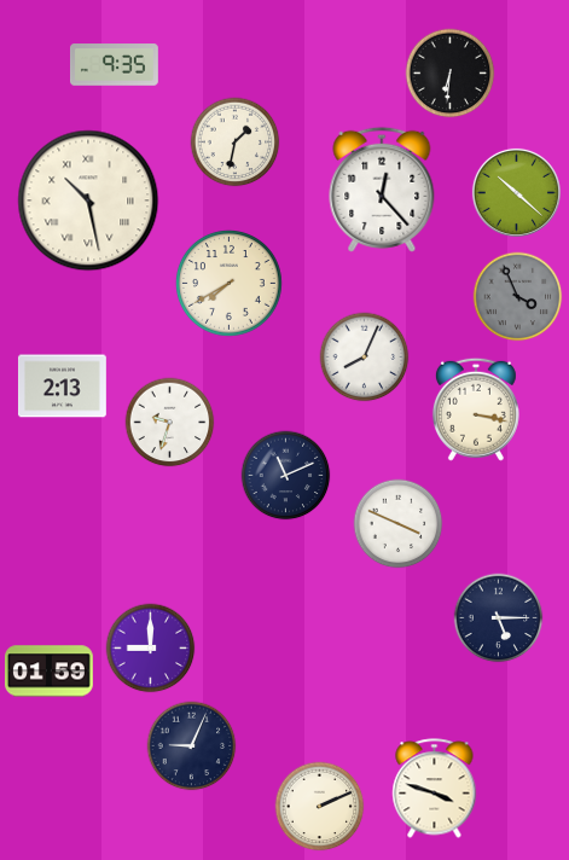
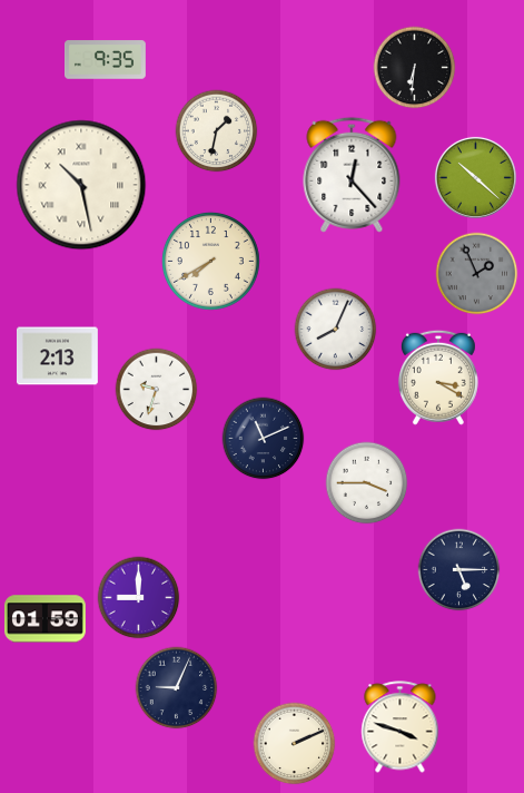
clock at (518, 297): 3:56 -> 1:56
clock at (476, 409): 3:17 -> 3:20
clock at (399, 524): 3:49 -> 3:45
